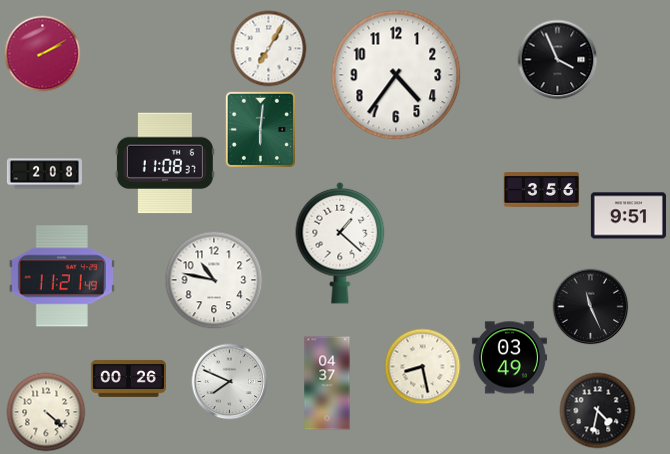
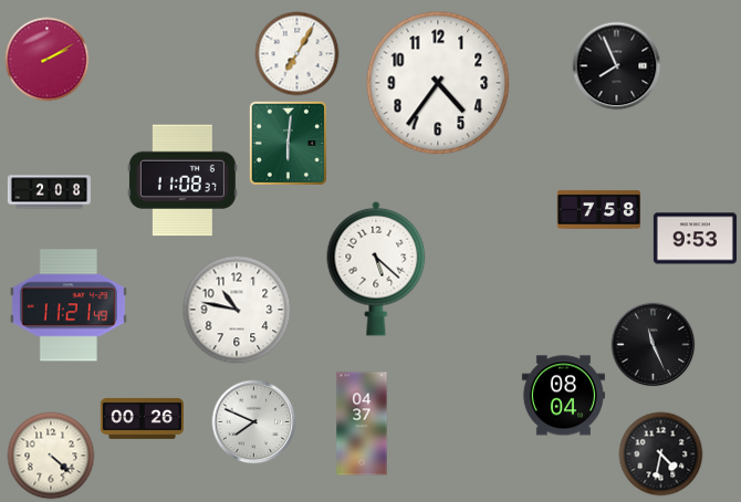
clock at (558, 60): 3:56 -> 7:56
clock at (541, 190): 3:56 -> 7:58
clock at (628, 216): 9:51 -> 9:53
clock at (340, 243): 1:22 -> 5:22
clock at (591, 307) position: (591, 307) -> (654, 345)
clock at (509, 358): 03:49 -> 08:04
clock at (423, 367): 8:28 -> none
